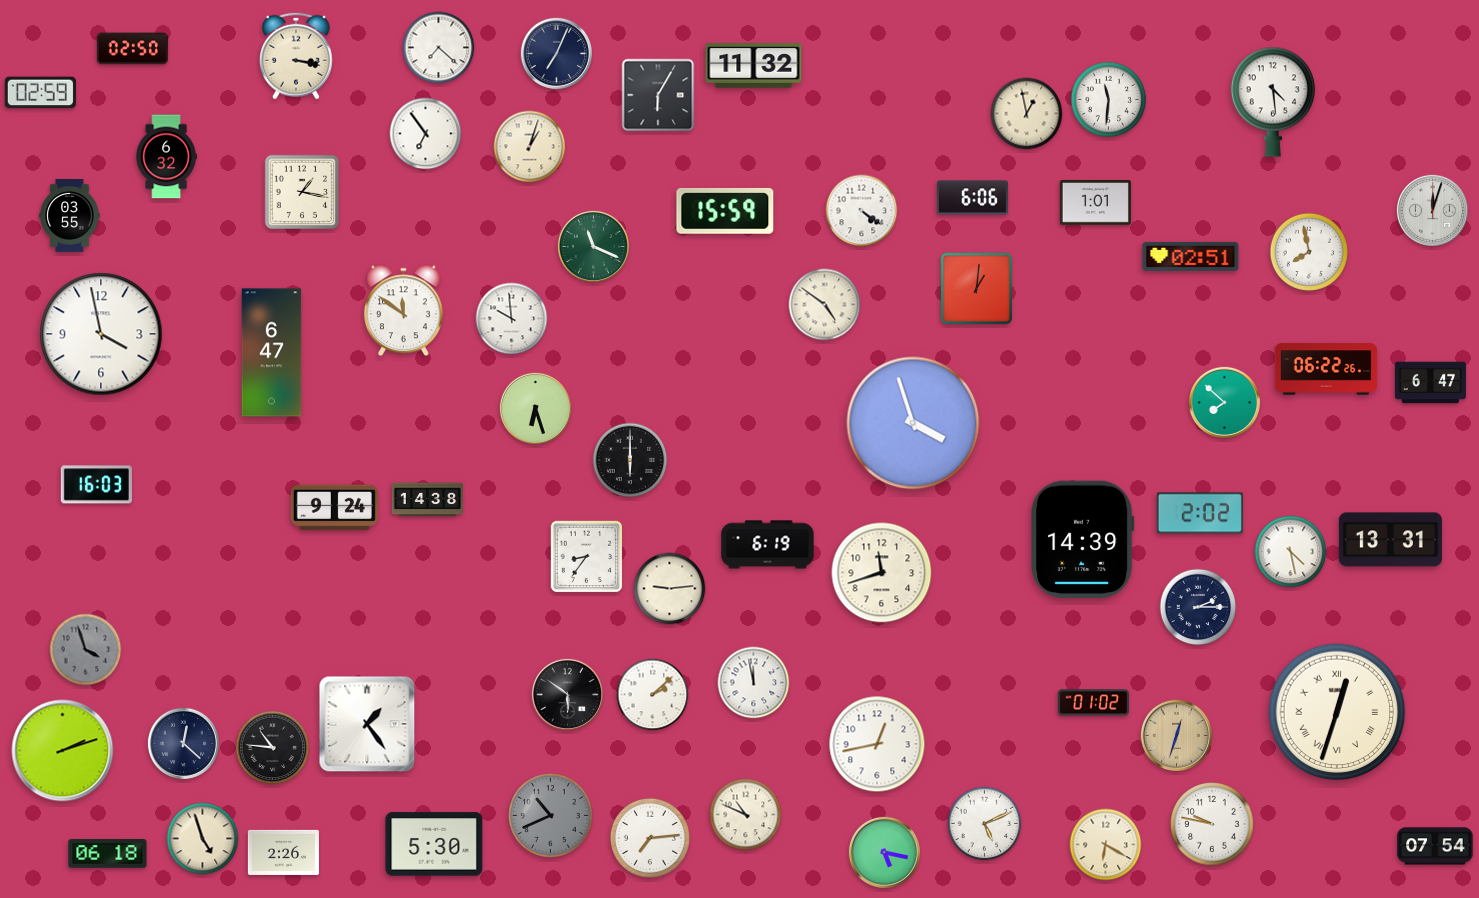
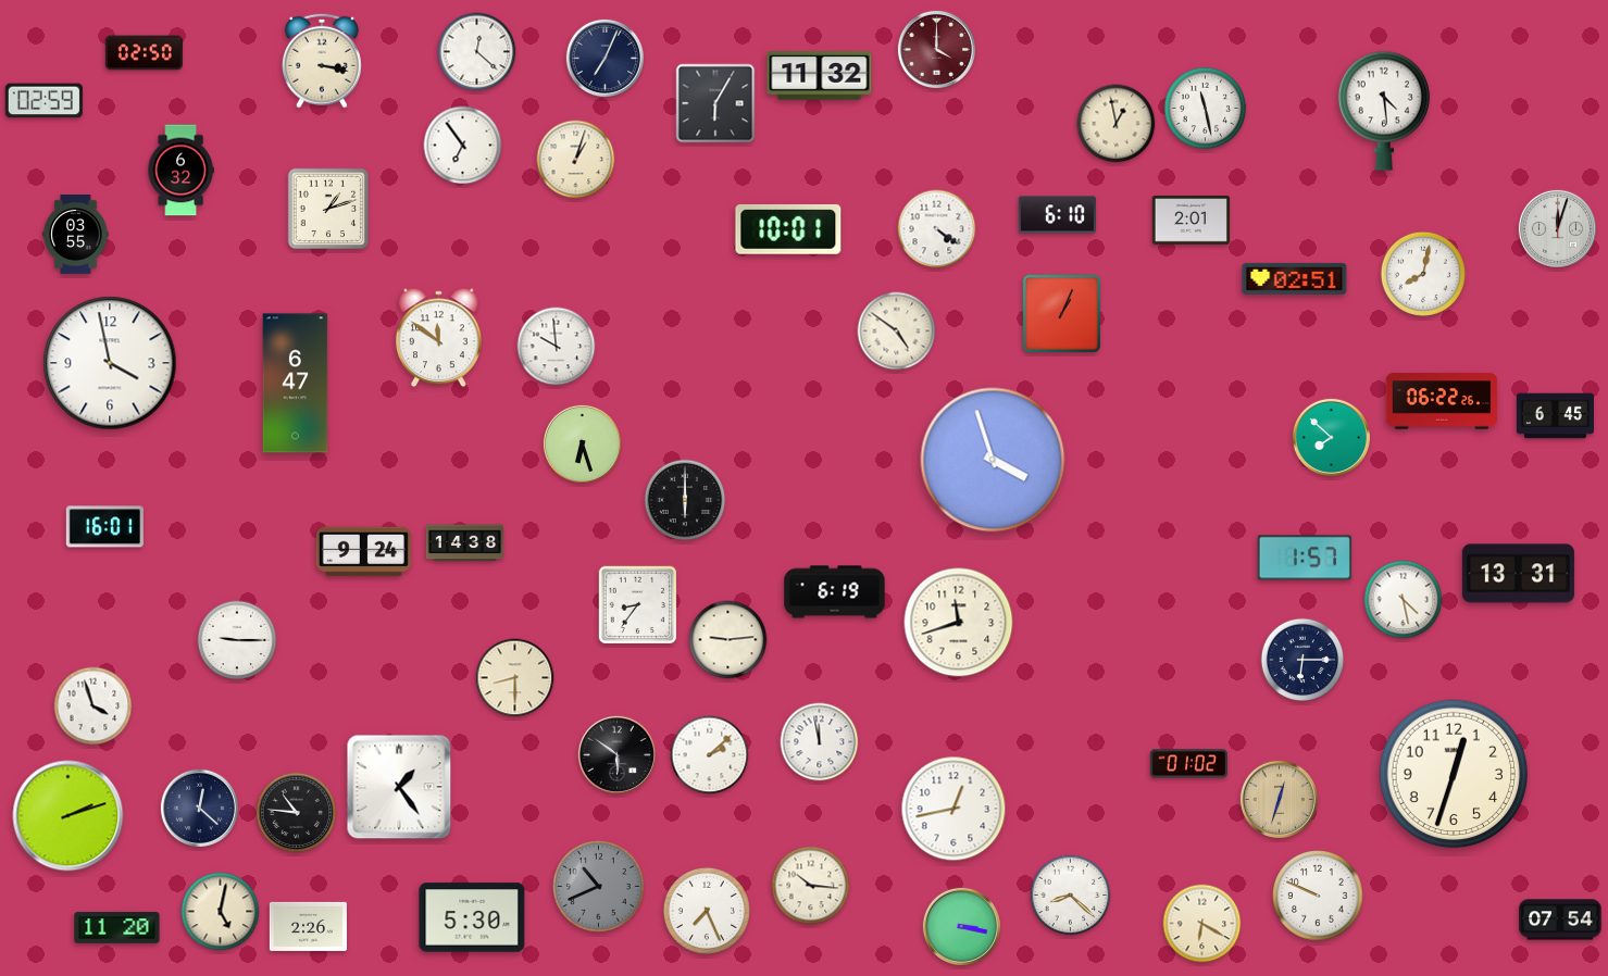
clock at (936, 49): none -> 4:00
clock at (439, 48): 7:22 -> 12:22
clock at (754, 66) position: (754, 66) -> (820, 76)
clock at (1109, 100): 11:31 -> 11:28
clock at (302, 192): 1:17 -> 1:12
clock at (972, 198): 6:06 -> 6:10
clock at (1095, 203): 1:01 -> 2:01
clock at (725, 211): 15:59 -> 10:01
clock at (593, 246): 11:19 -> none
clock at (1308, 251): 7:58 -> 8:02
clock at (977, 289): 1:01 -> 1:04
clock at (1430, 383): 6:47 -> 6:45
clock at (96, 485): 16:03 -> 16:01
clock at (1199, 513): 2:02 -> 1:57
clock at (1083, 539): 14:39 -> none
clock at (1390, 540) position: (1390, 540) -> (1518, 574)
clock at (237, 640): none -> 9:15
clock at (1198, 607): 2:15 -> 6:15
clock at (515, 678): none -> 8:30
clock at (86, 650) dial: grey -> white
clock at (1337, 712) numerals: Roman -> Arabic
clock at (746, 815): 10:49 -> 10:16
clock at (985, 824): 5:11 -> 8:22
clock at (1213, 825): 9:47 -> 9:49
clock at (650, 838): 7:14 -> 7:26
clock at (203, 839): 4:57 -> 5:02
clock at (1106, 845) position: (1106, 845) -> (1202, 924)
clock at (884, 852): 5:17 -> 3:17
clock at (108, 854): 06:18 -> 11:20
